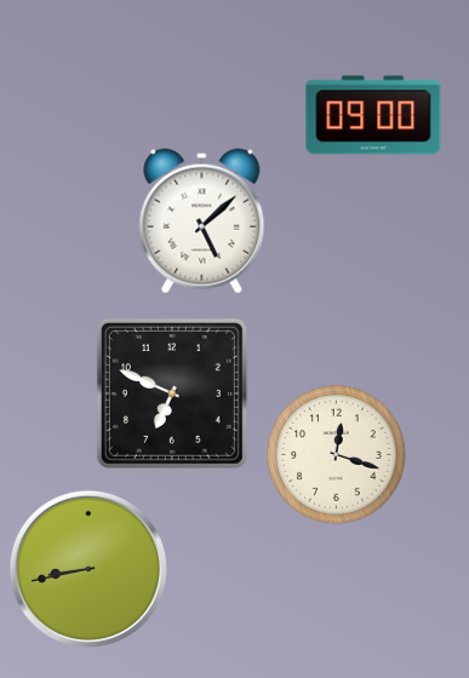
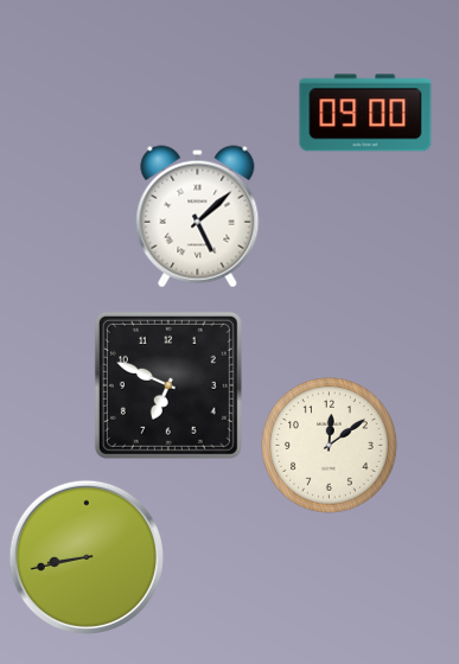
clock at (337, 455): 12:18 -> 12:09
